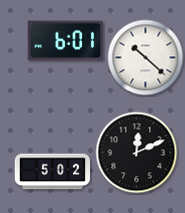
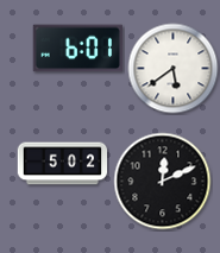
clock at (146, 58): 10:22 -> 5:39
clock at (53, 172) position: (53, 172) -> (63, 164)
